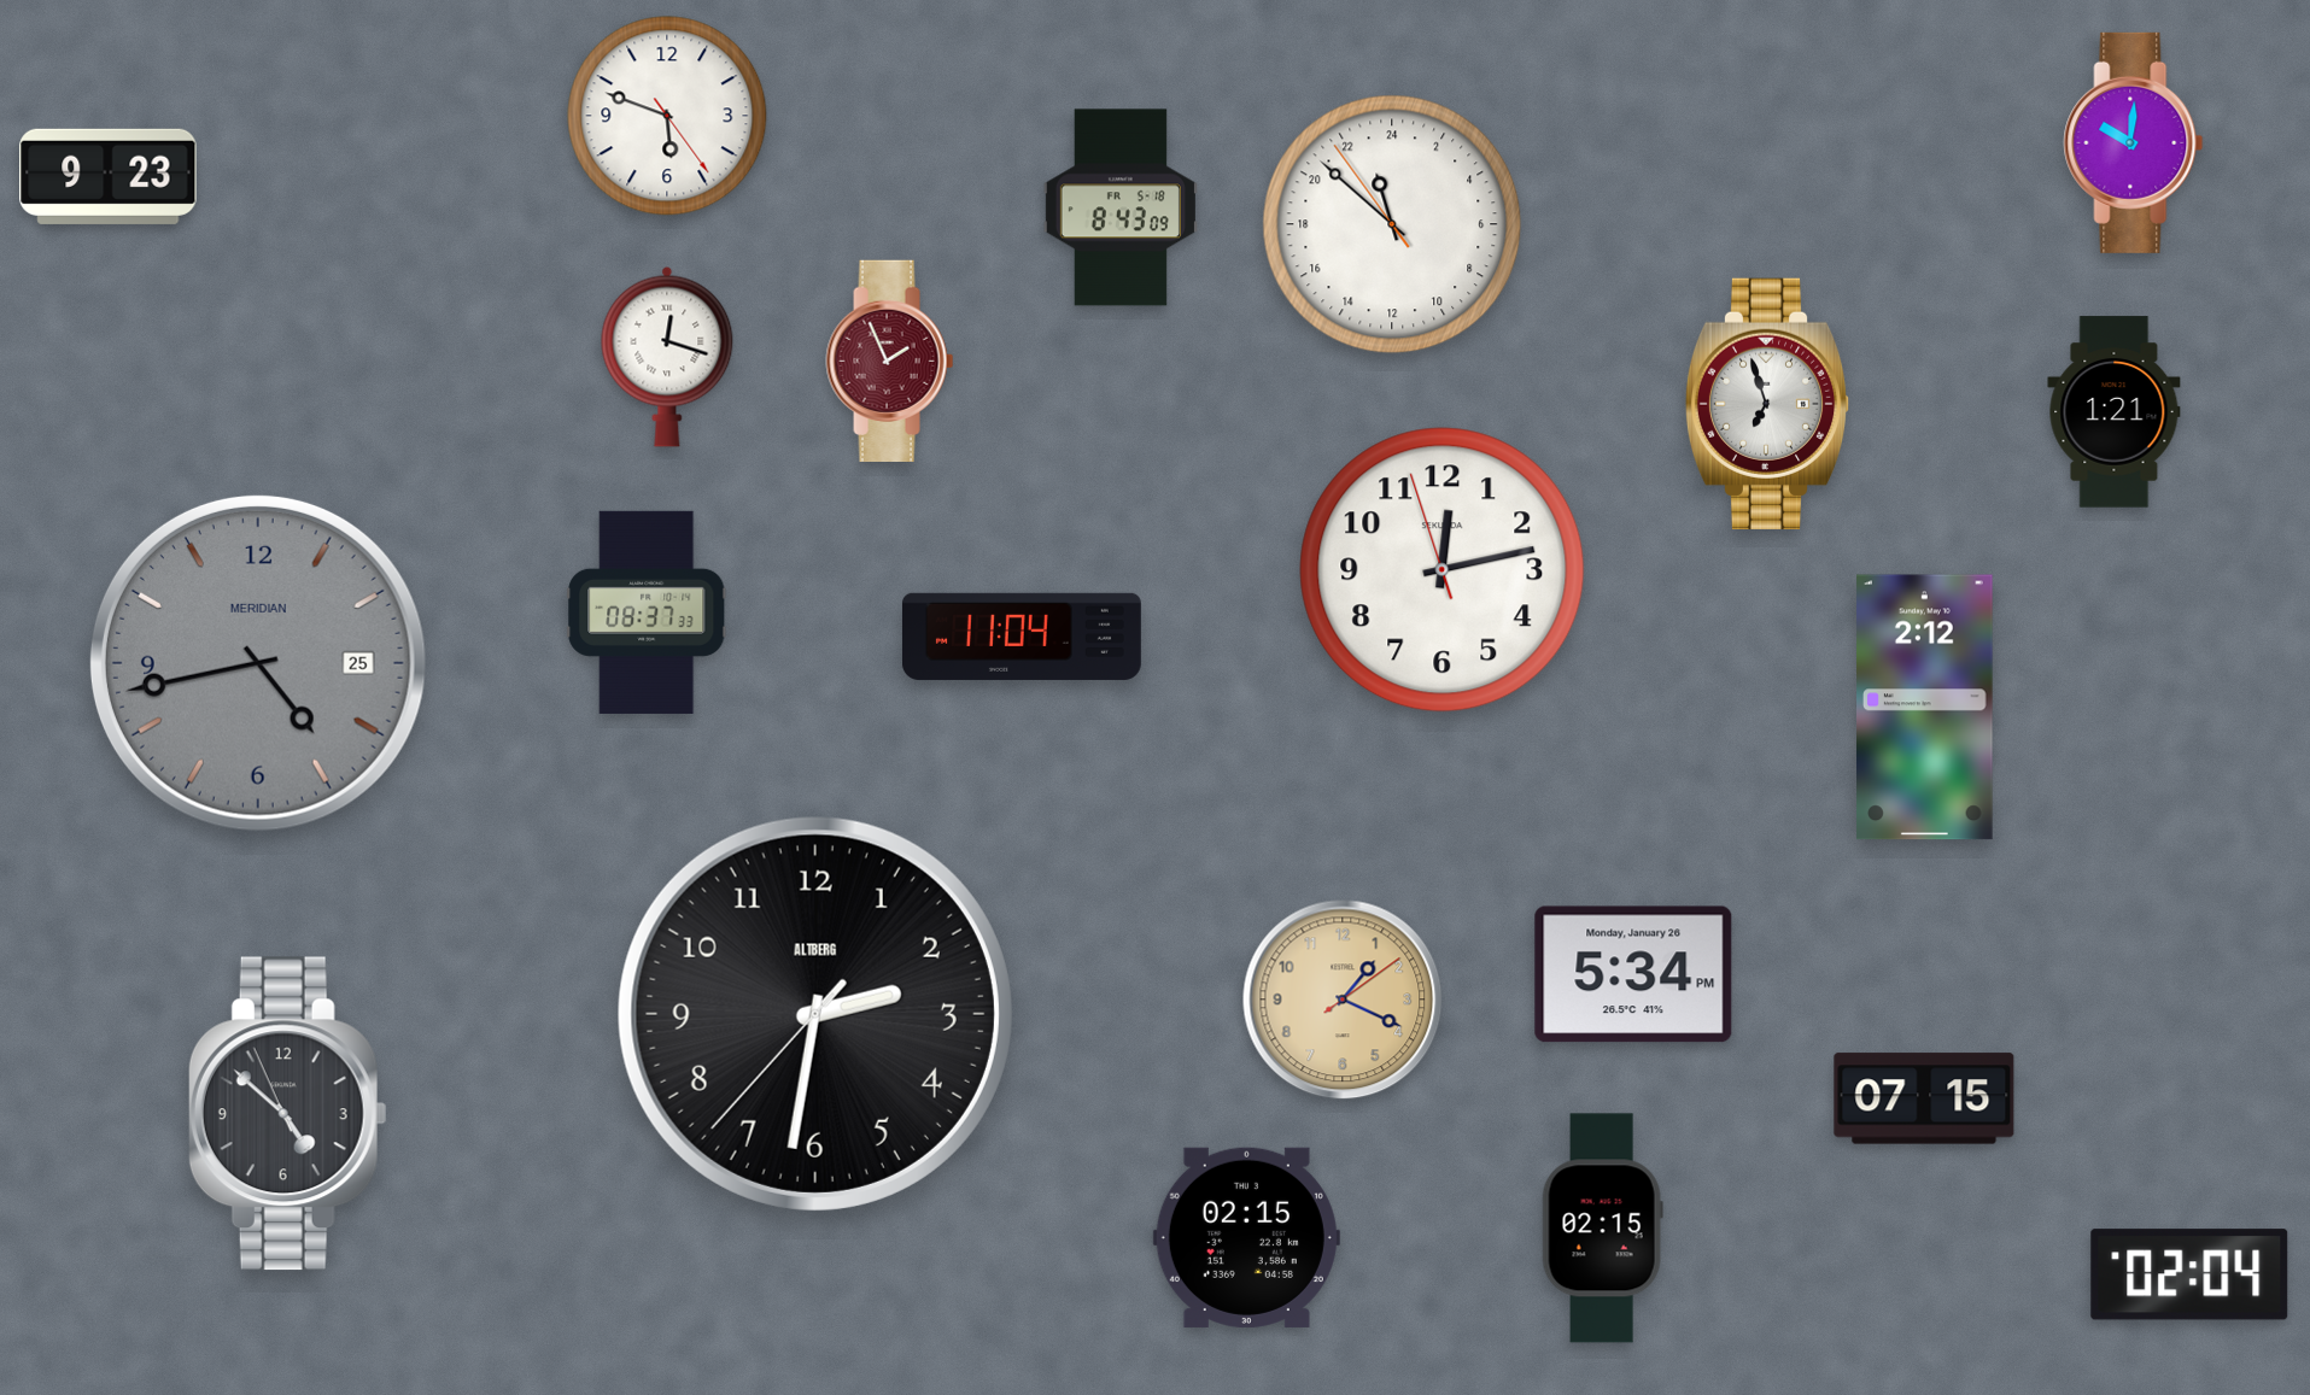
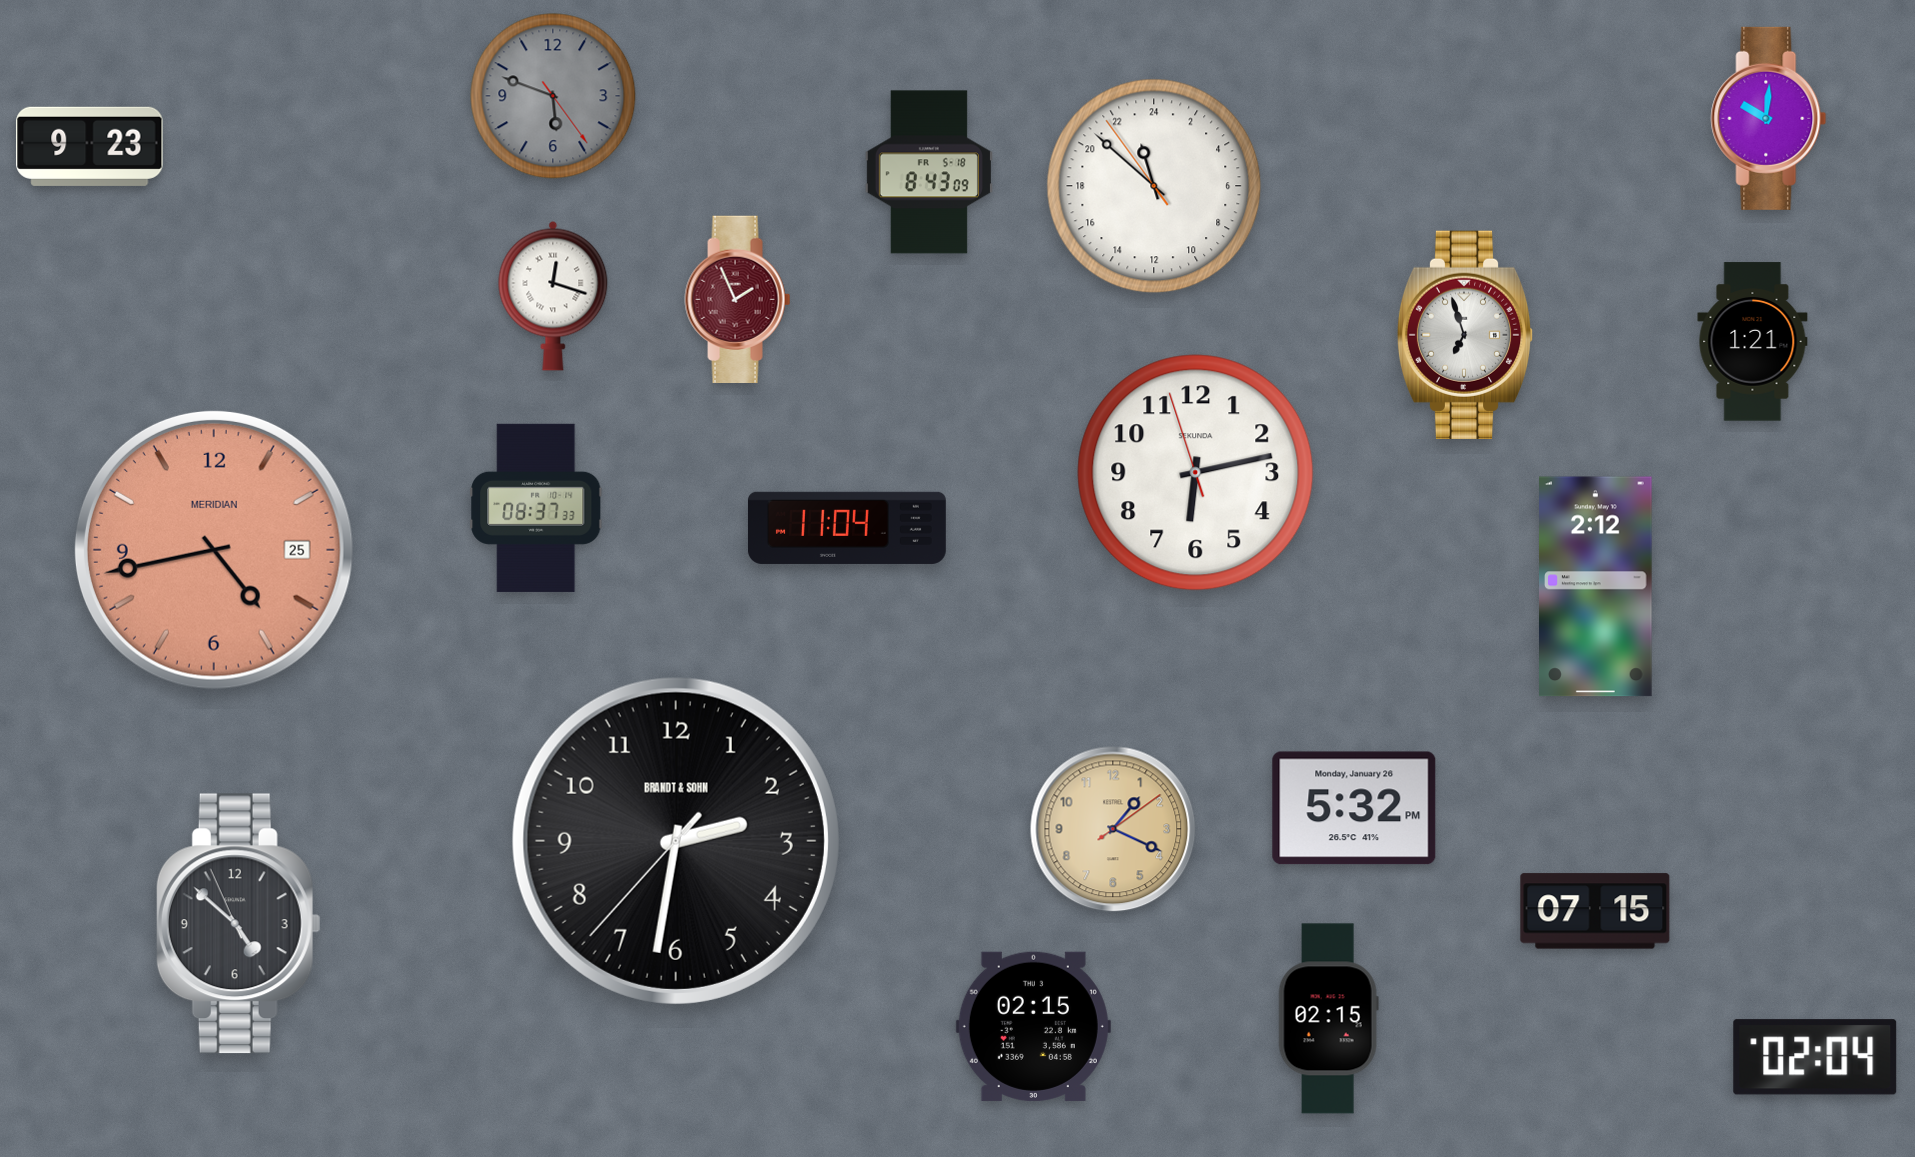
clock at (667, 116) dial: white -> grey
clock at (1443, 570): 12:12 -> 6:12
clock at (258, 663) dial: grey -> salmon
clock at (1633, 974): 5:34 -> 5:32
clock at (815, 1014) brand: ALTBERG -> BRANDT & SOHN
